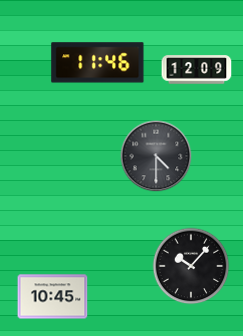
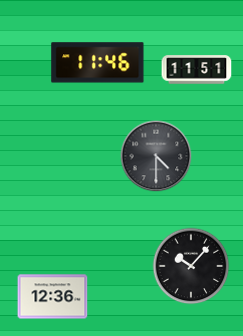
clock at (197, 70): 12:09 -> 11:51
clock at (53, 297): 10:45 -> 12:36
